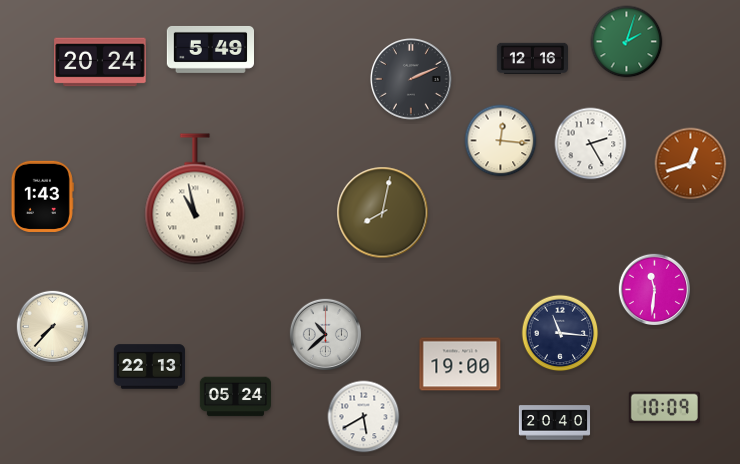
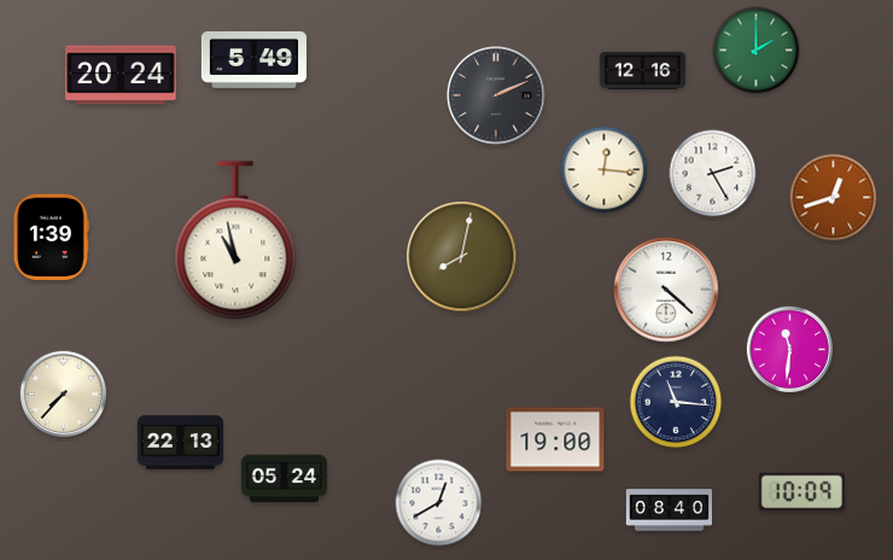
clock at (627, 42): 2:03 -> 2:00
clock at (42, 196): 1:43 -> 1:39
clock at (666, 290): none -> 4:22
clock at (325, 334): 10:38 -> none
clock at (364, 417): 5:40 -> 12:40
clock at (555, 423): 20:40 -> 08:40
